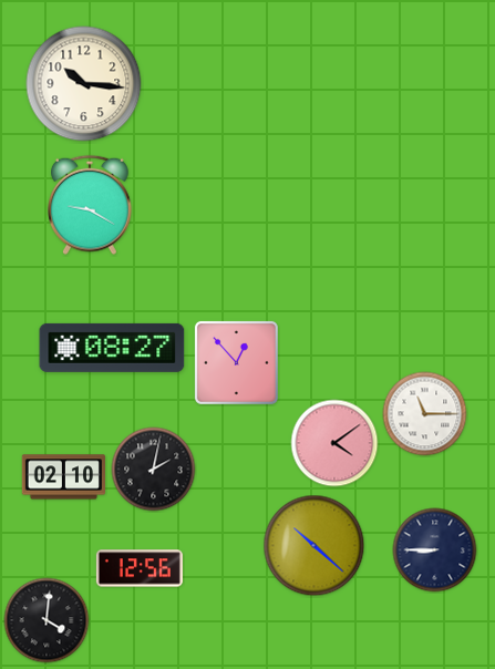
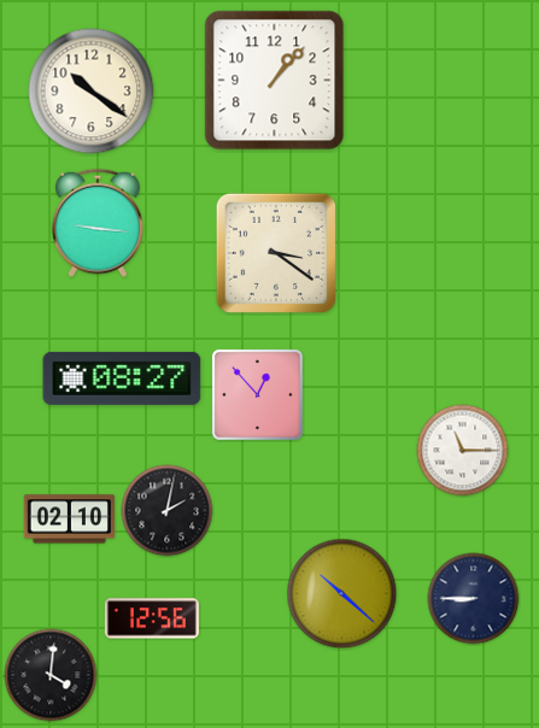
clock at (275, 81): none -> 1:07
clock at (84, 84): 10:16 -> 10:21
clock at (91, 205): 9:20 -> 9:16
clock at (276, 253): none -> 3:21
clock at (334, 443): 4:09 -> none
